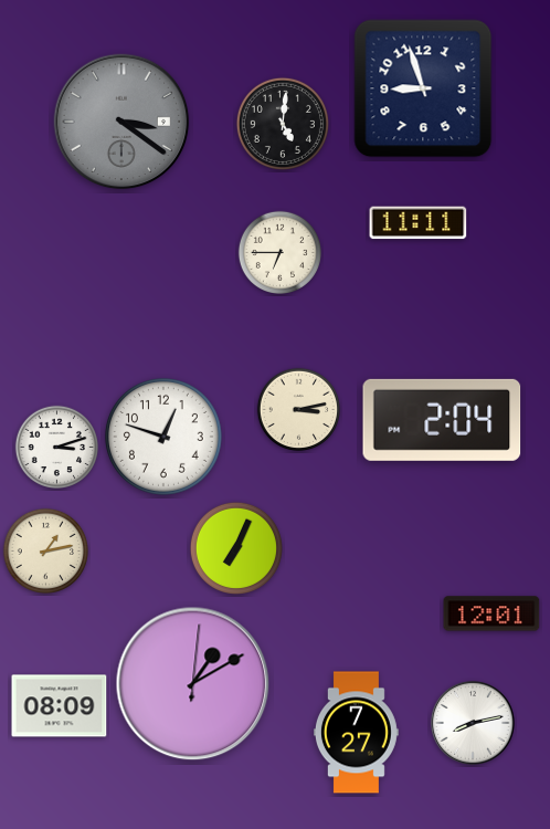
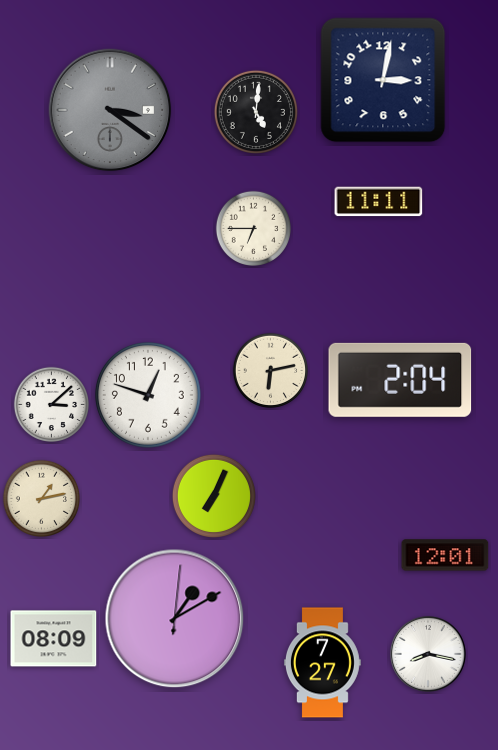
clock at (423, 88): 8:57 -> 3:02
clock at (299, 410): 3:13 -> 6:13
clock at (57, 448): 3:12 -> 3:08
clock at (473, 723): 8:13 -> 8:17
